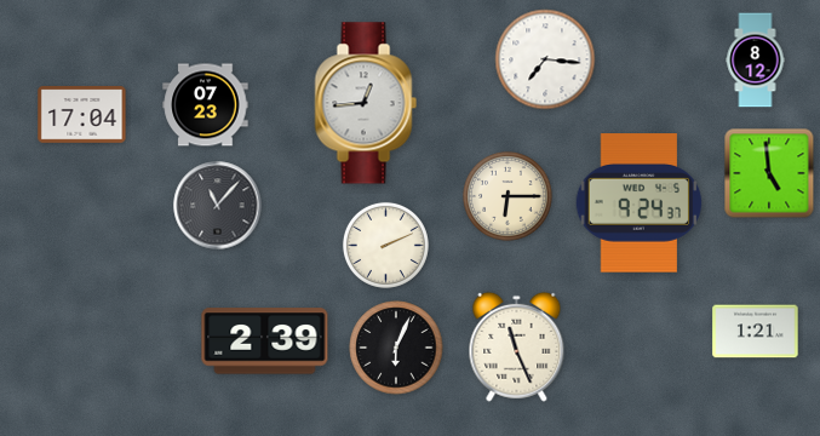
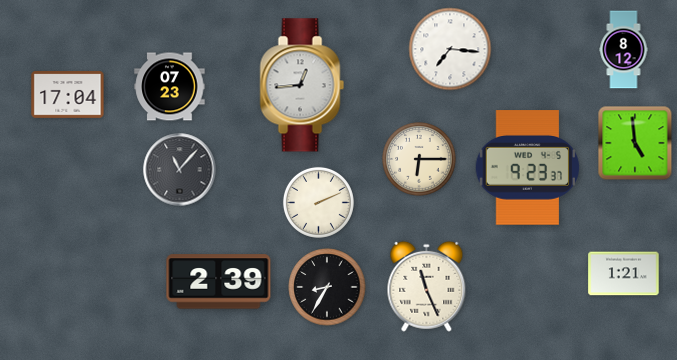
clock at (508, 196) position: (508, 196) -> (419, 159)
clock at (640, 203): 9:24 -> 9:23
clock at (396, 348): 6:04 -> 8:35
